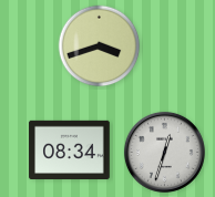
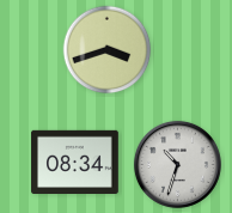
clock at (164, 152): 12:33 -> 10:33
